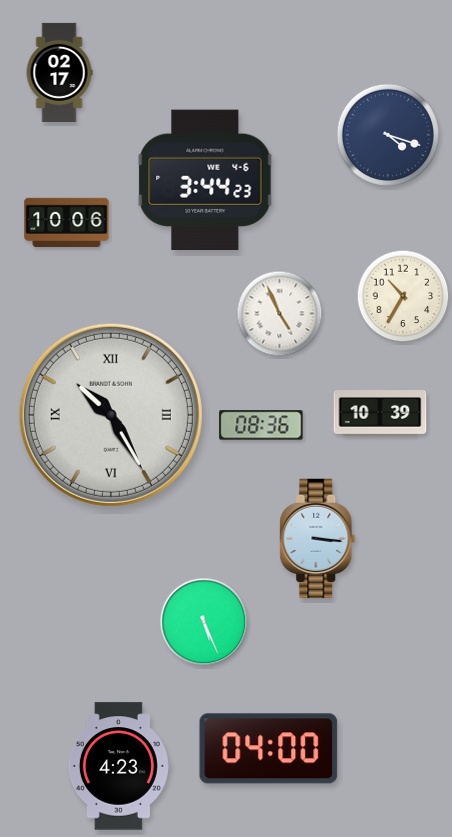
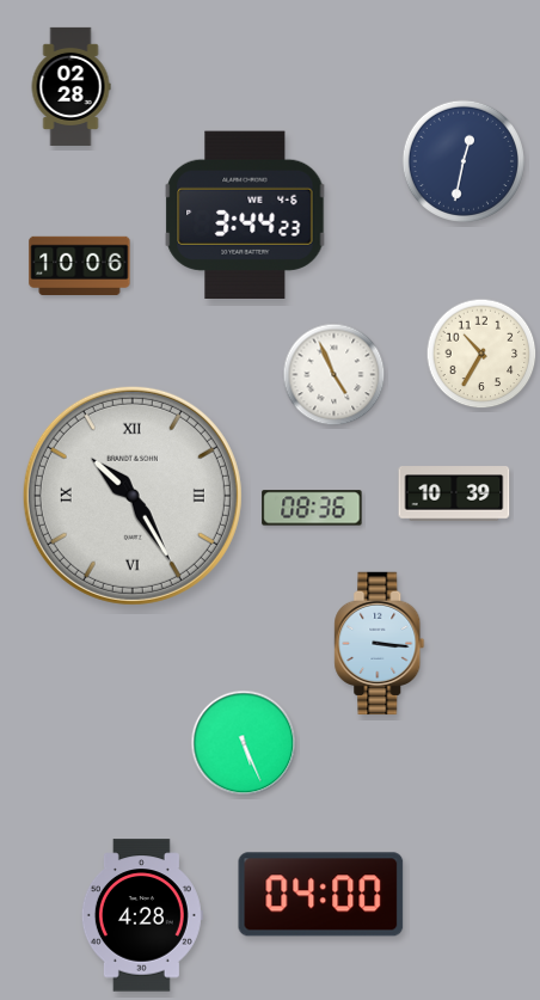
clock at (59, 72): 02:17 -> 02:28
clock at (388, 135): 4:18 -> 12:32
clock at (119, 766): 4:23 -> 4:28
